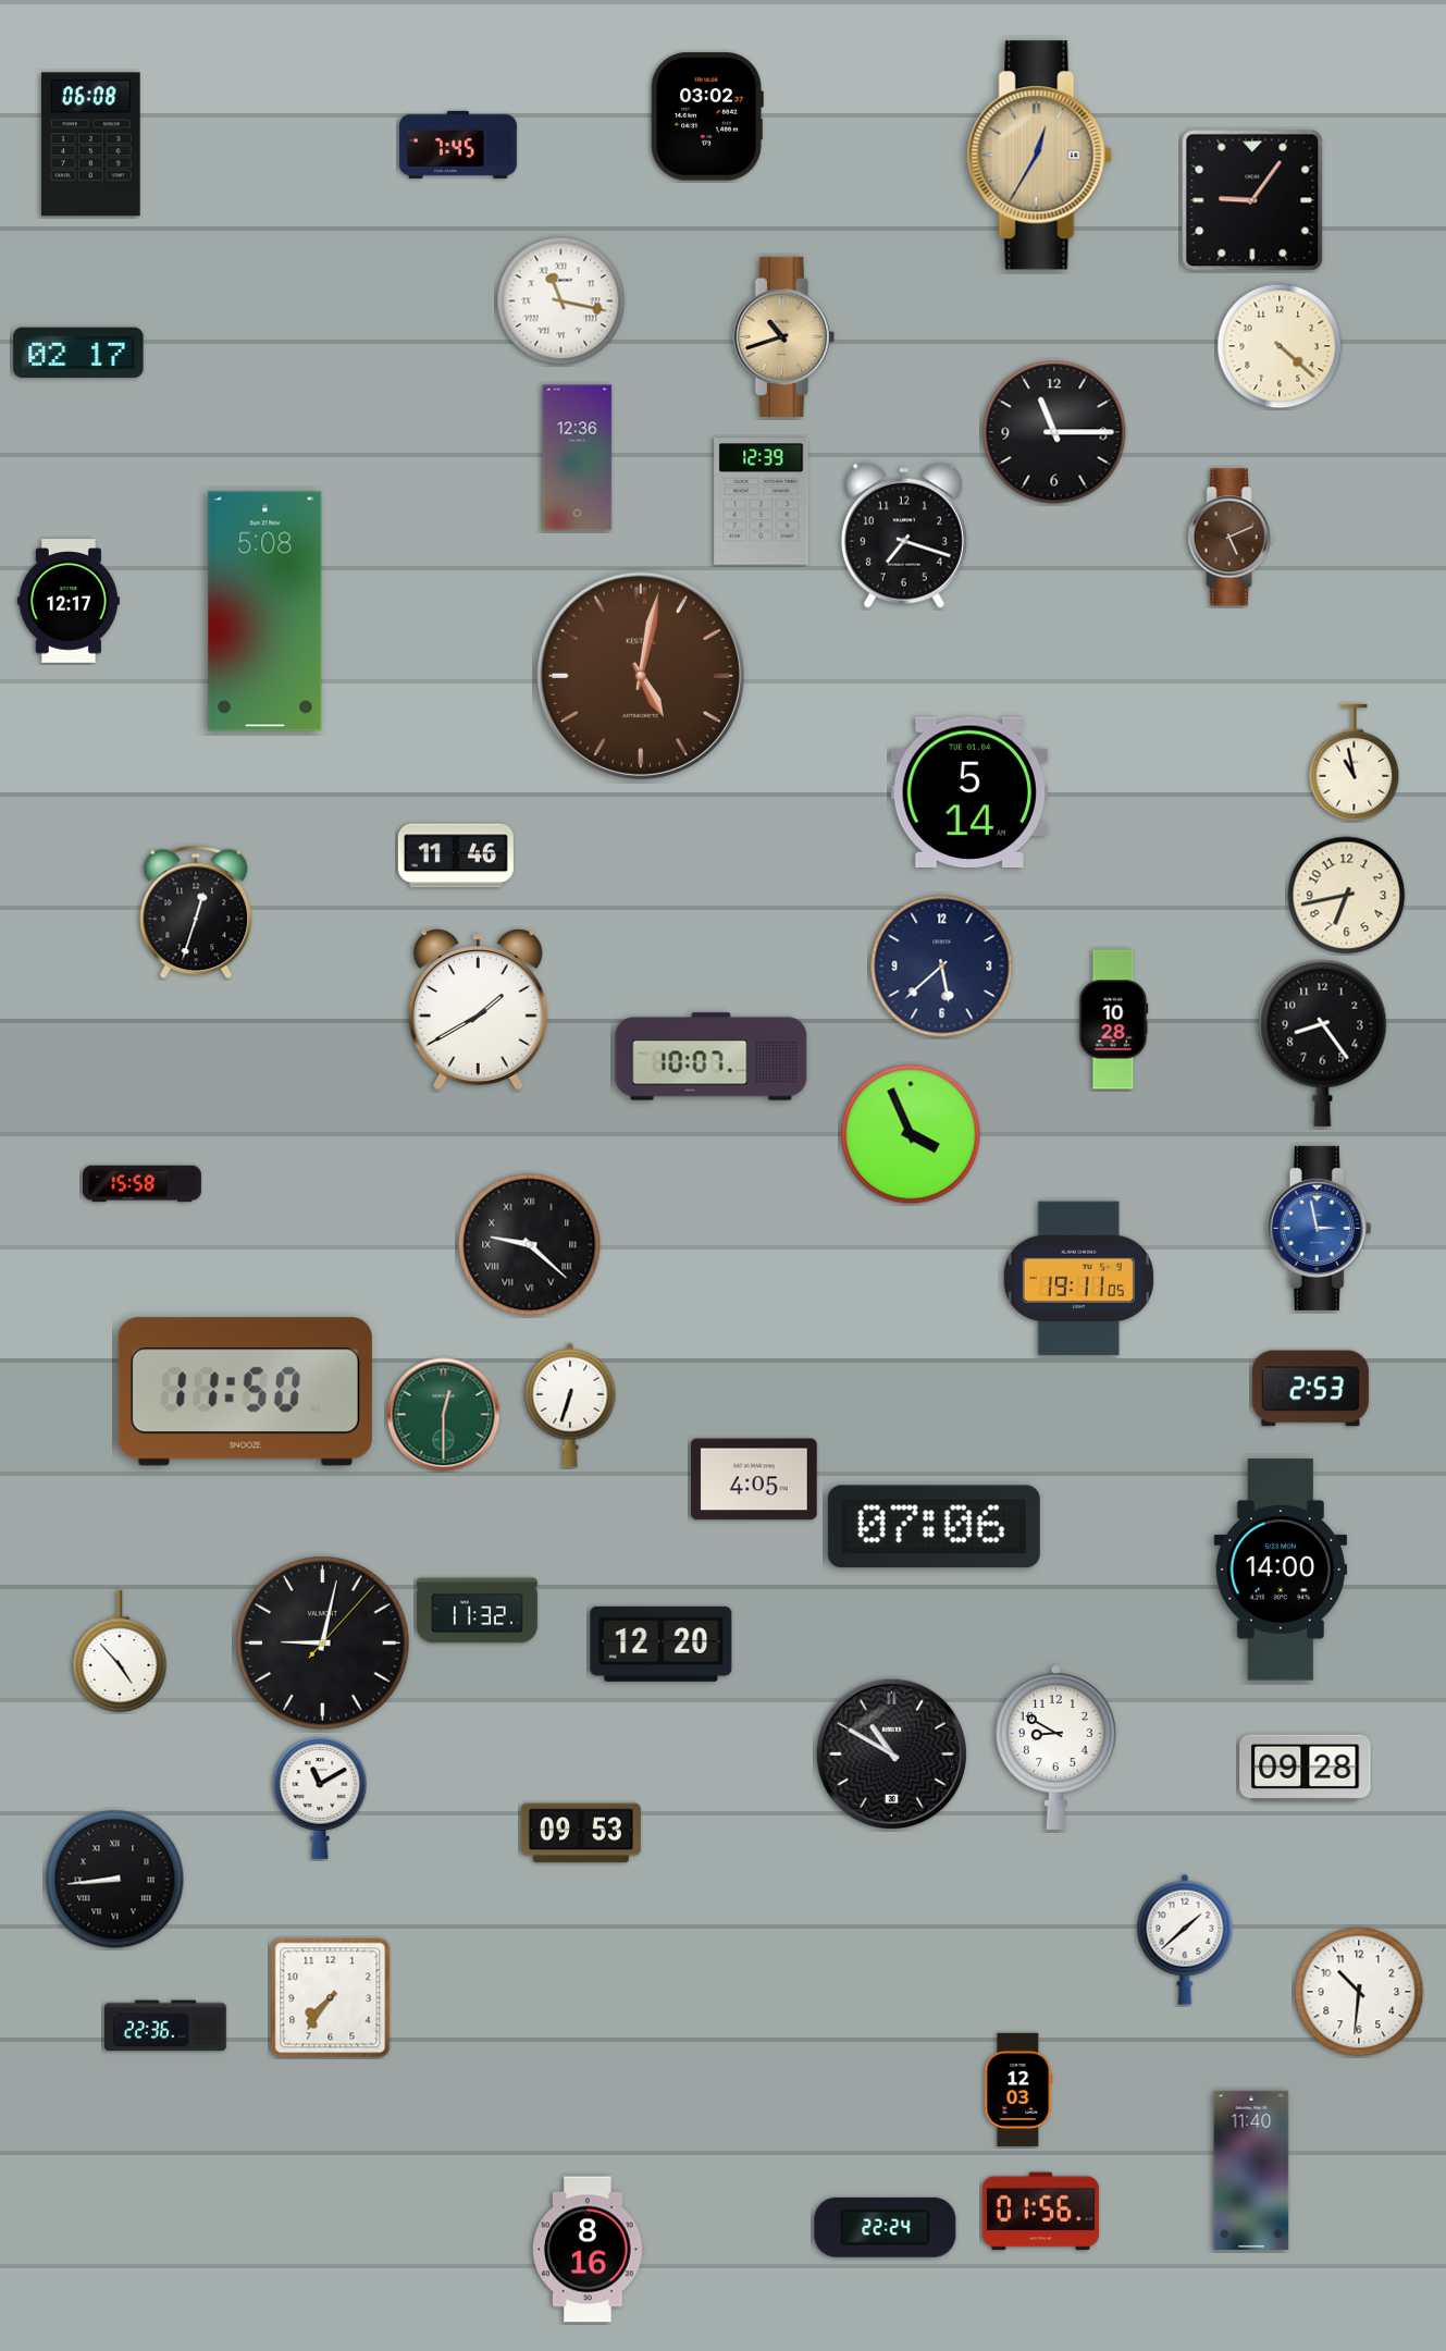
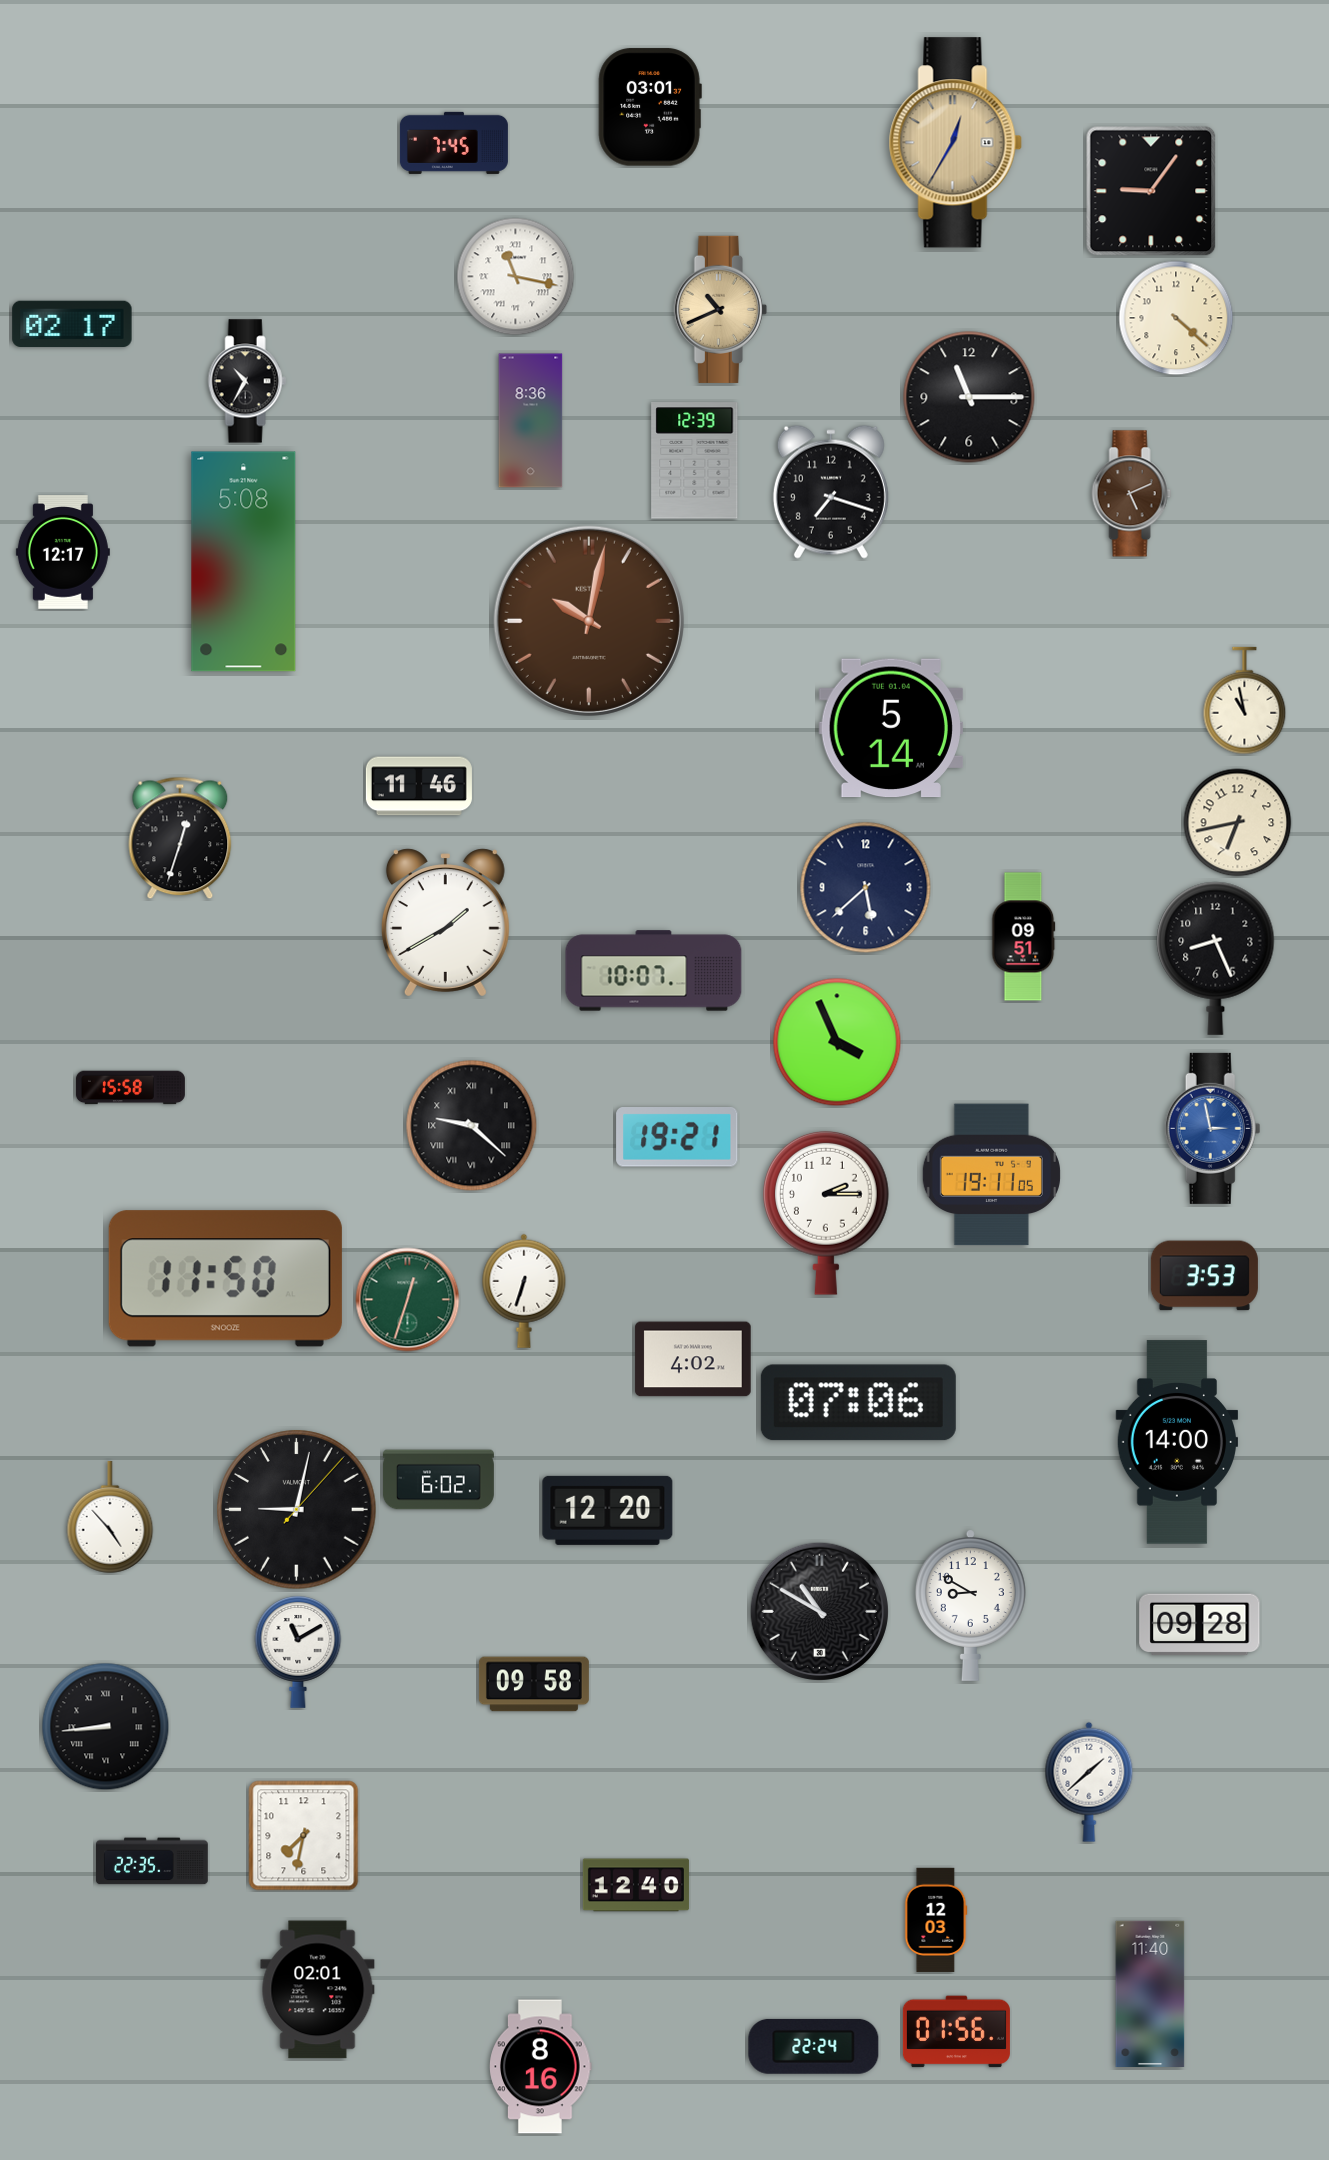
clock at (707, 116): 03:02 -> 03:01
clock at (91, 145): 06:08 -> none
clock at (458, 145) position: (458, 145) -> (454, 143)
clock at (1252, 200) position: (1252, 200) -> (1151, 191)
clock at (783, 336): 10:42 -> 10:41
clock at (247, 381): none -> 10:35
clock at (578, 458): 12:36 -> 8:36
clock at (762, 502) position: (762, 502) -> (695, 461)
clock at (641, 676): 5:02 -> 10:02
clock at (478, 1010) position: (478, 1010) -> (445, 923)
clock at (1114, 1020): 10:28 -> 09:51
clock at (1323, 1043): 8:24 -> 8:26
clock at (677, 1138): none -> 19:21
clock at (530, 1245) position: (530, 1245) -> (472, 1126)
clock at (826, 1213): none -> 2:15
clock at (1310, 1389): 2:53 -> 3:53
clock at (444, 1415): 12:30 -> 12:33
clock at (754, 1479): 4:05 -> 4:02
clock at (478, 1611): 11:32 -> 6:02
clock at (320, 1798) position: (320, 1798) -> (298, 1652)
clock at (581, 1833): 09:53 -> 09:58
clock at (1359, 1992): 10:31 -> none
clock at (331, 1998): 7:36 -> 7:32
clock at (166, 2026): 22:36 -> 22:35
clock at (636, 1885): none -> 12:40
clock at (318, 1990): none -> 02:01
